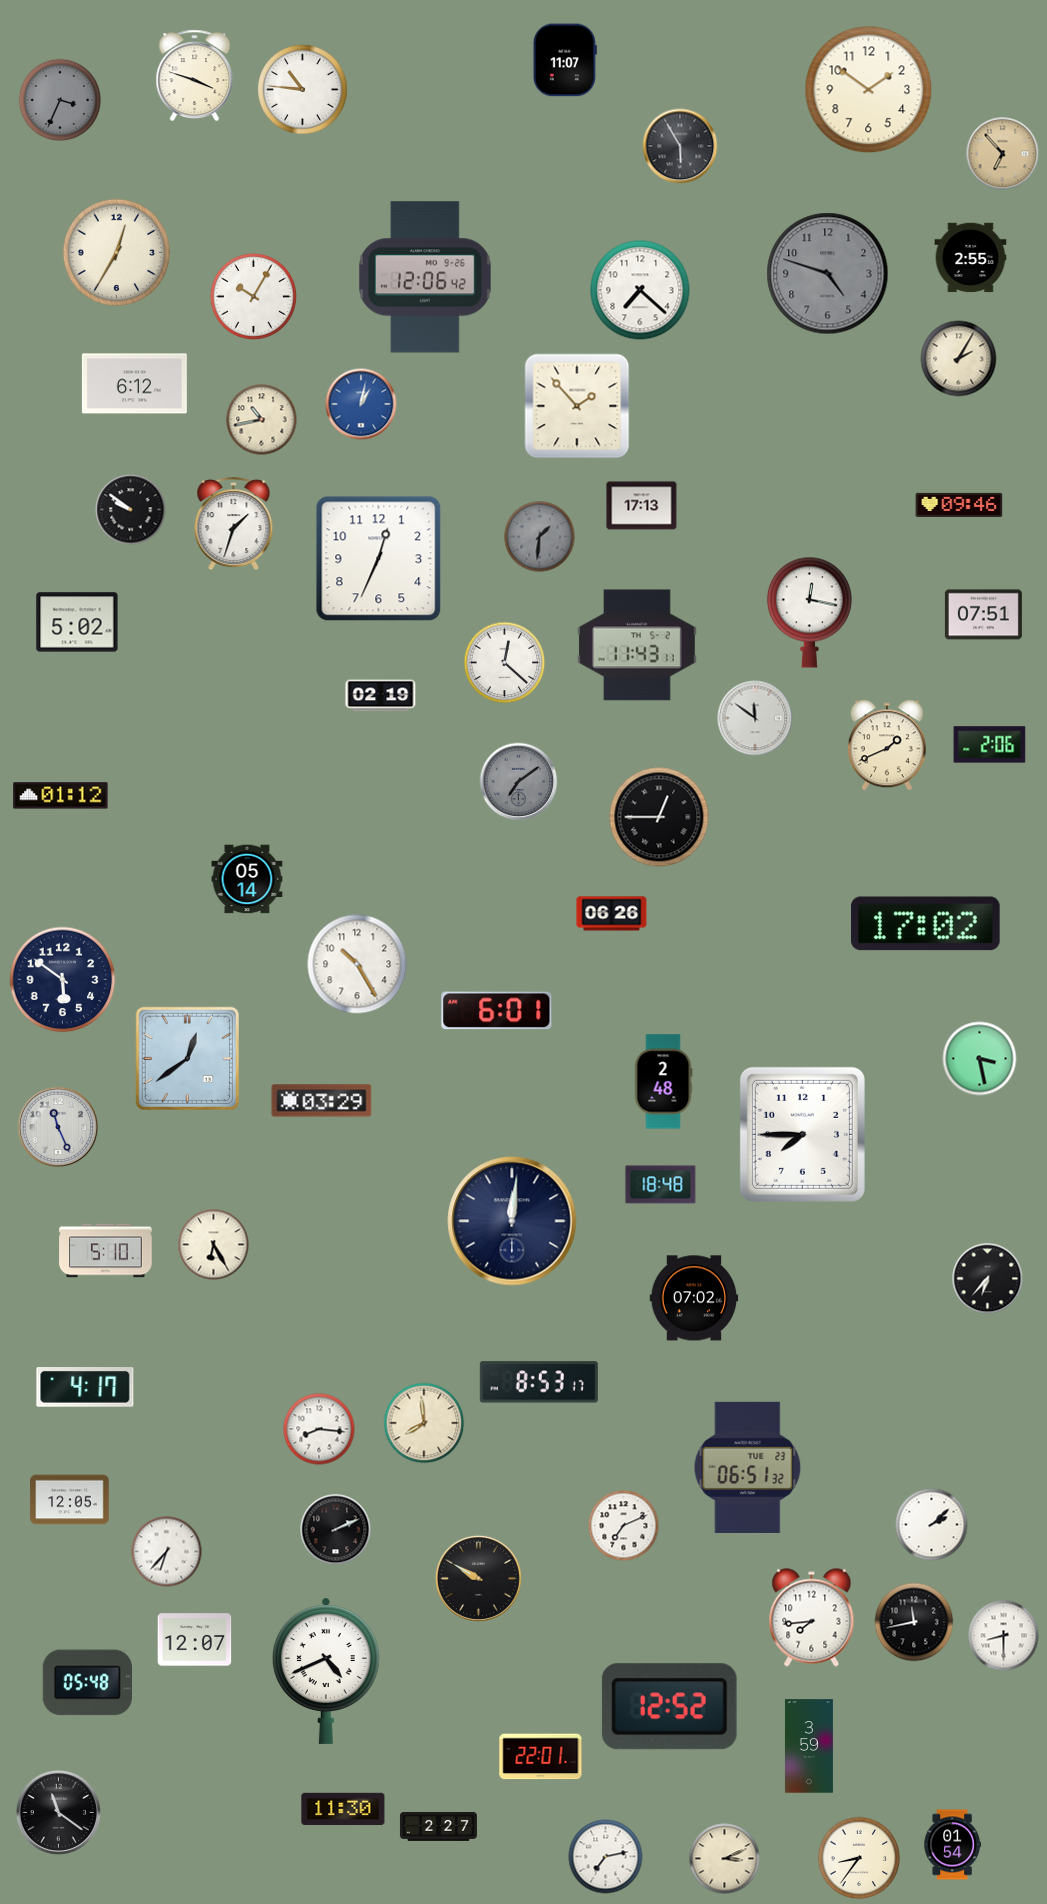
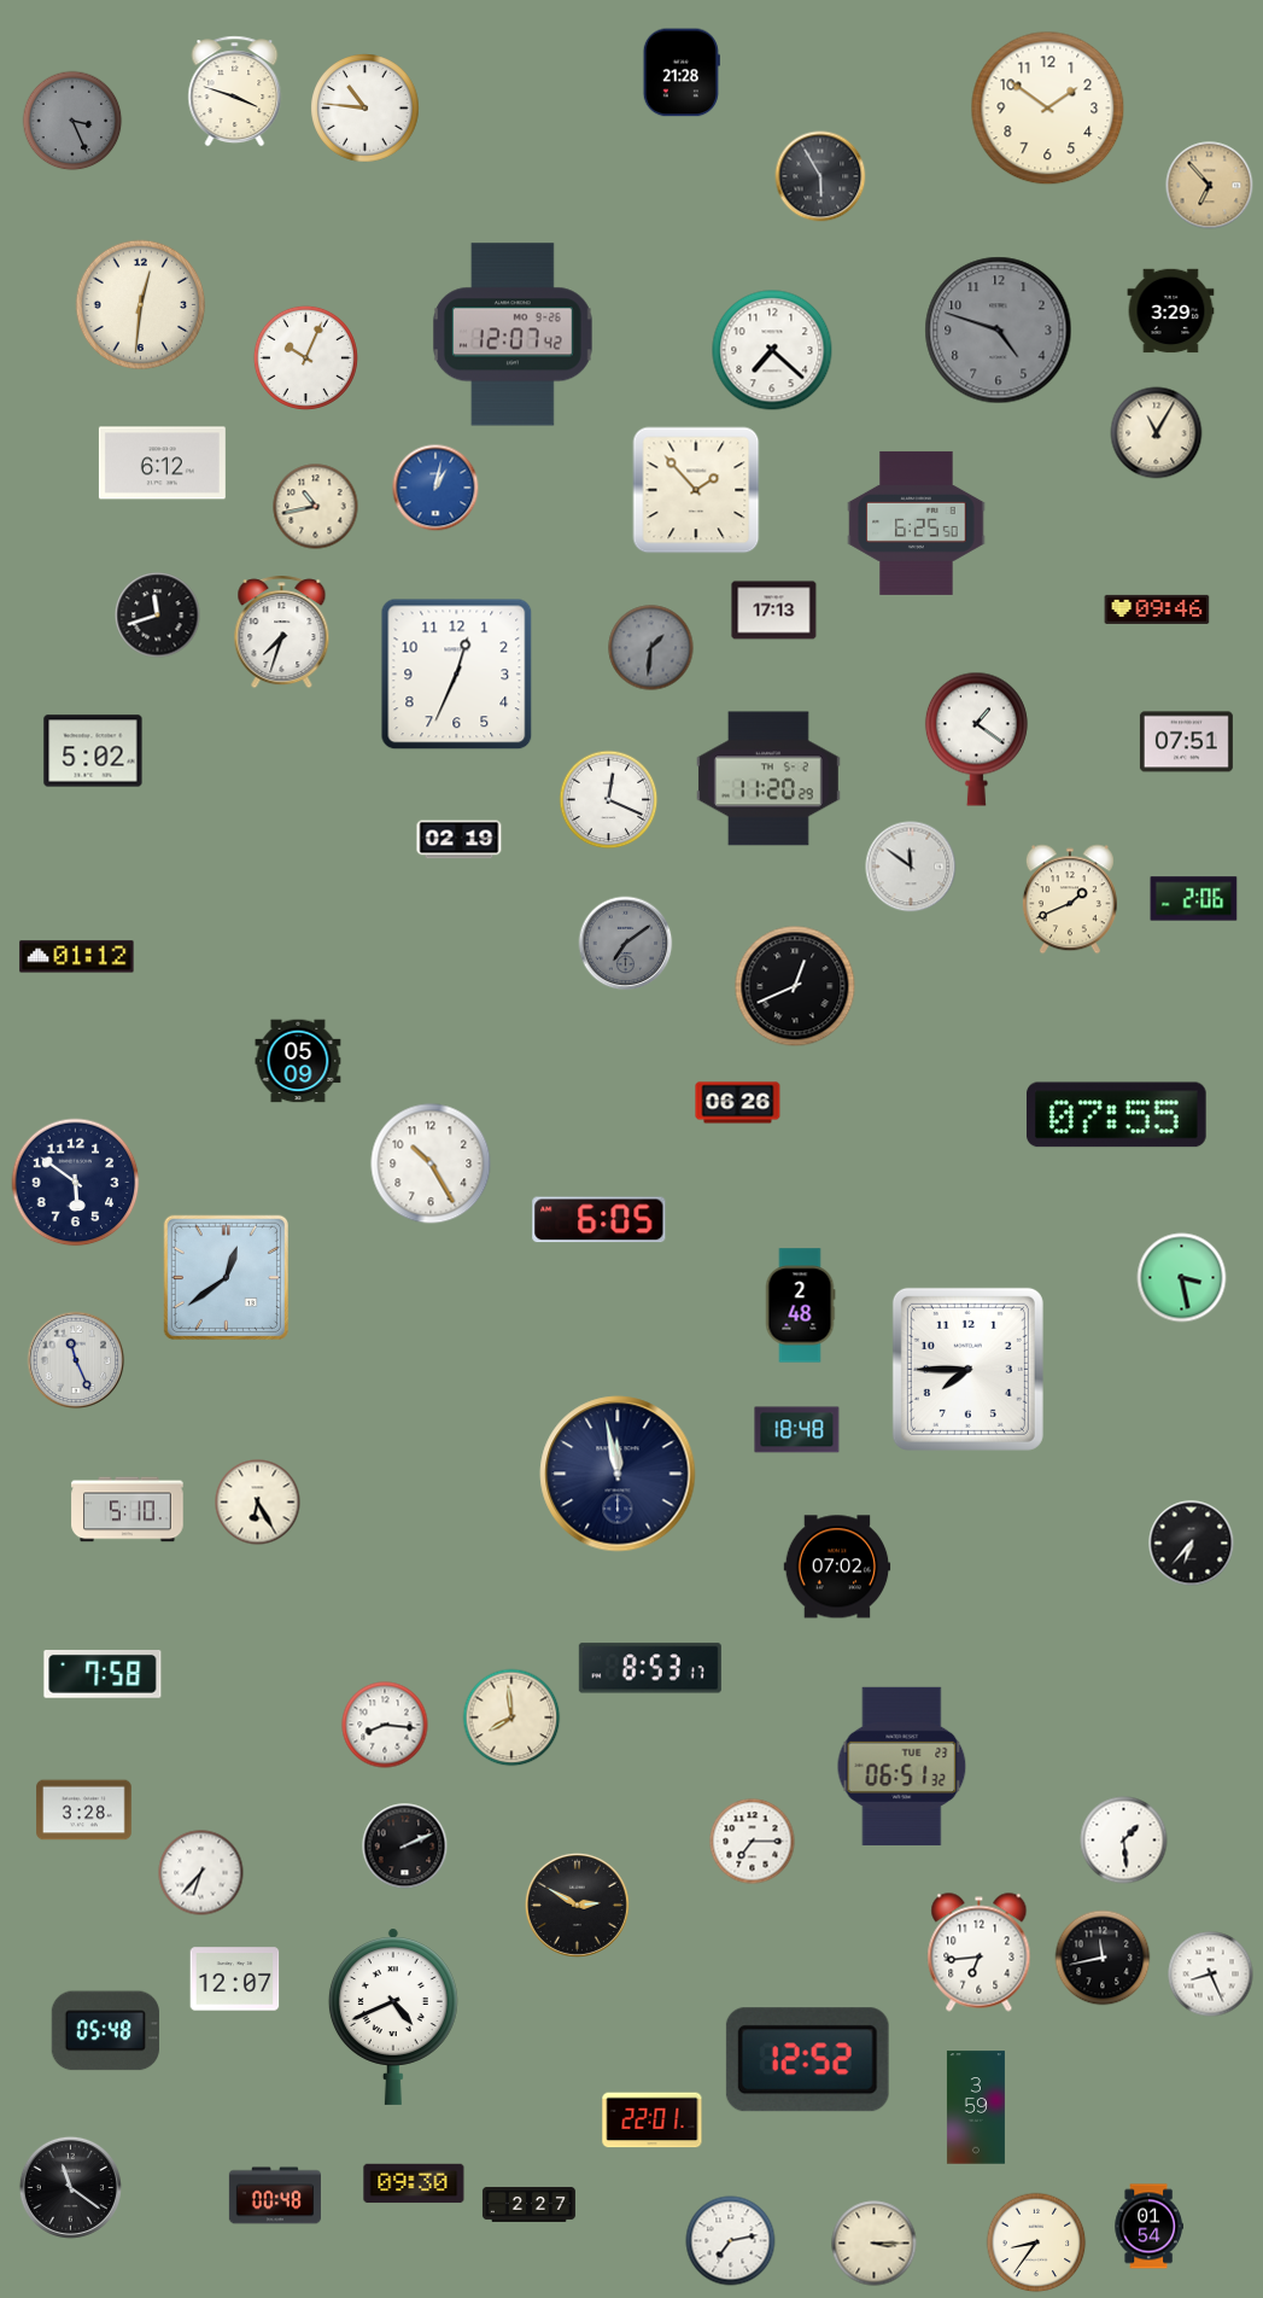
clock at (565, 60): 11:07 -> 21:28
clock at (60, 100): 3:34 -> 3:26
clock at (117, 253): 12:35 -> 12:31
clock at (971, 258): 2:55 -> 3:29
clock at (425, 277): 12:06 -> 12:07
clock at (253, 296): 10:05 -> 10:04
clock at (959, 359): 2:05 -> 11:05
clock at (917, 523): none -> 6:25
clock at (131, 510): 9:51 -> 11:42
clock at (234, 524): 1:33 -> 7:33
clock at (809, 612): 12:17 -> 1:21
clock at (637, 645): 11:43 -> 11:20
clock at (505, 663): 12:22 -> 12:19
clock at (61, 796) position: (61, 796) -> (77, 957)
clock at (659, 817): 12:45 -> 12:41
clock at (247, 879): 05:14 -> 05:09
clock at (926, 924): 17:02 -> 07:55
clock at (497, 1011): 6:01 -> 6:05
clock at (322, 1101): 03:29 -> none
clock at (58, 1127) position: (58, 1127) -> (76, 1360)
clock at (512, 1221): 12:01 -> 11:58
clock at (85, 1388): 4:17 -> 7:58
clock at (748, 1467) position: (748, 1467) -> (902, 1766)
clock at (70, 1500): 12:05 -> 3:28
clock at (932, 1525): 2:08 -> 1:29
clock at (624, 1526): 7:11 -> 7:15
clock at (478, 1578): 9:50 -> 2:50
clock at (812, 1618): 7:44 -> 6:44
clock at (1004, 1636): 8:30 -> 8:26
clock at (343, 1809): 11:30 -> 09:30
clock at (275, 2195): none -> 00:48
clock at (725, 1859): 3:11 -> 3:15
